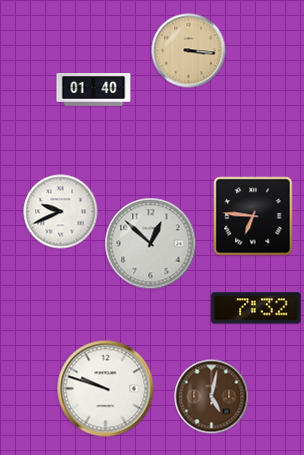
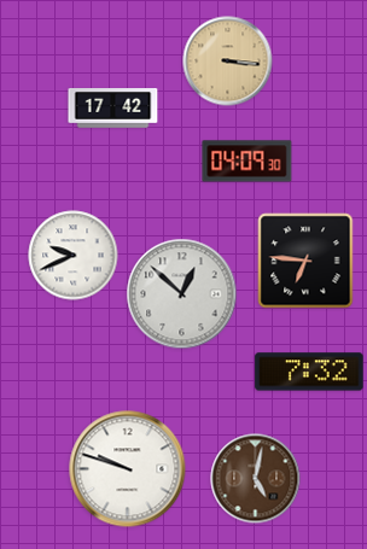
clock at (94, 90): 01:40 -> 17:42
clock at (247, 162): none -> 04:09
